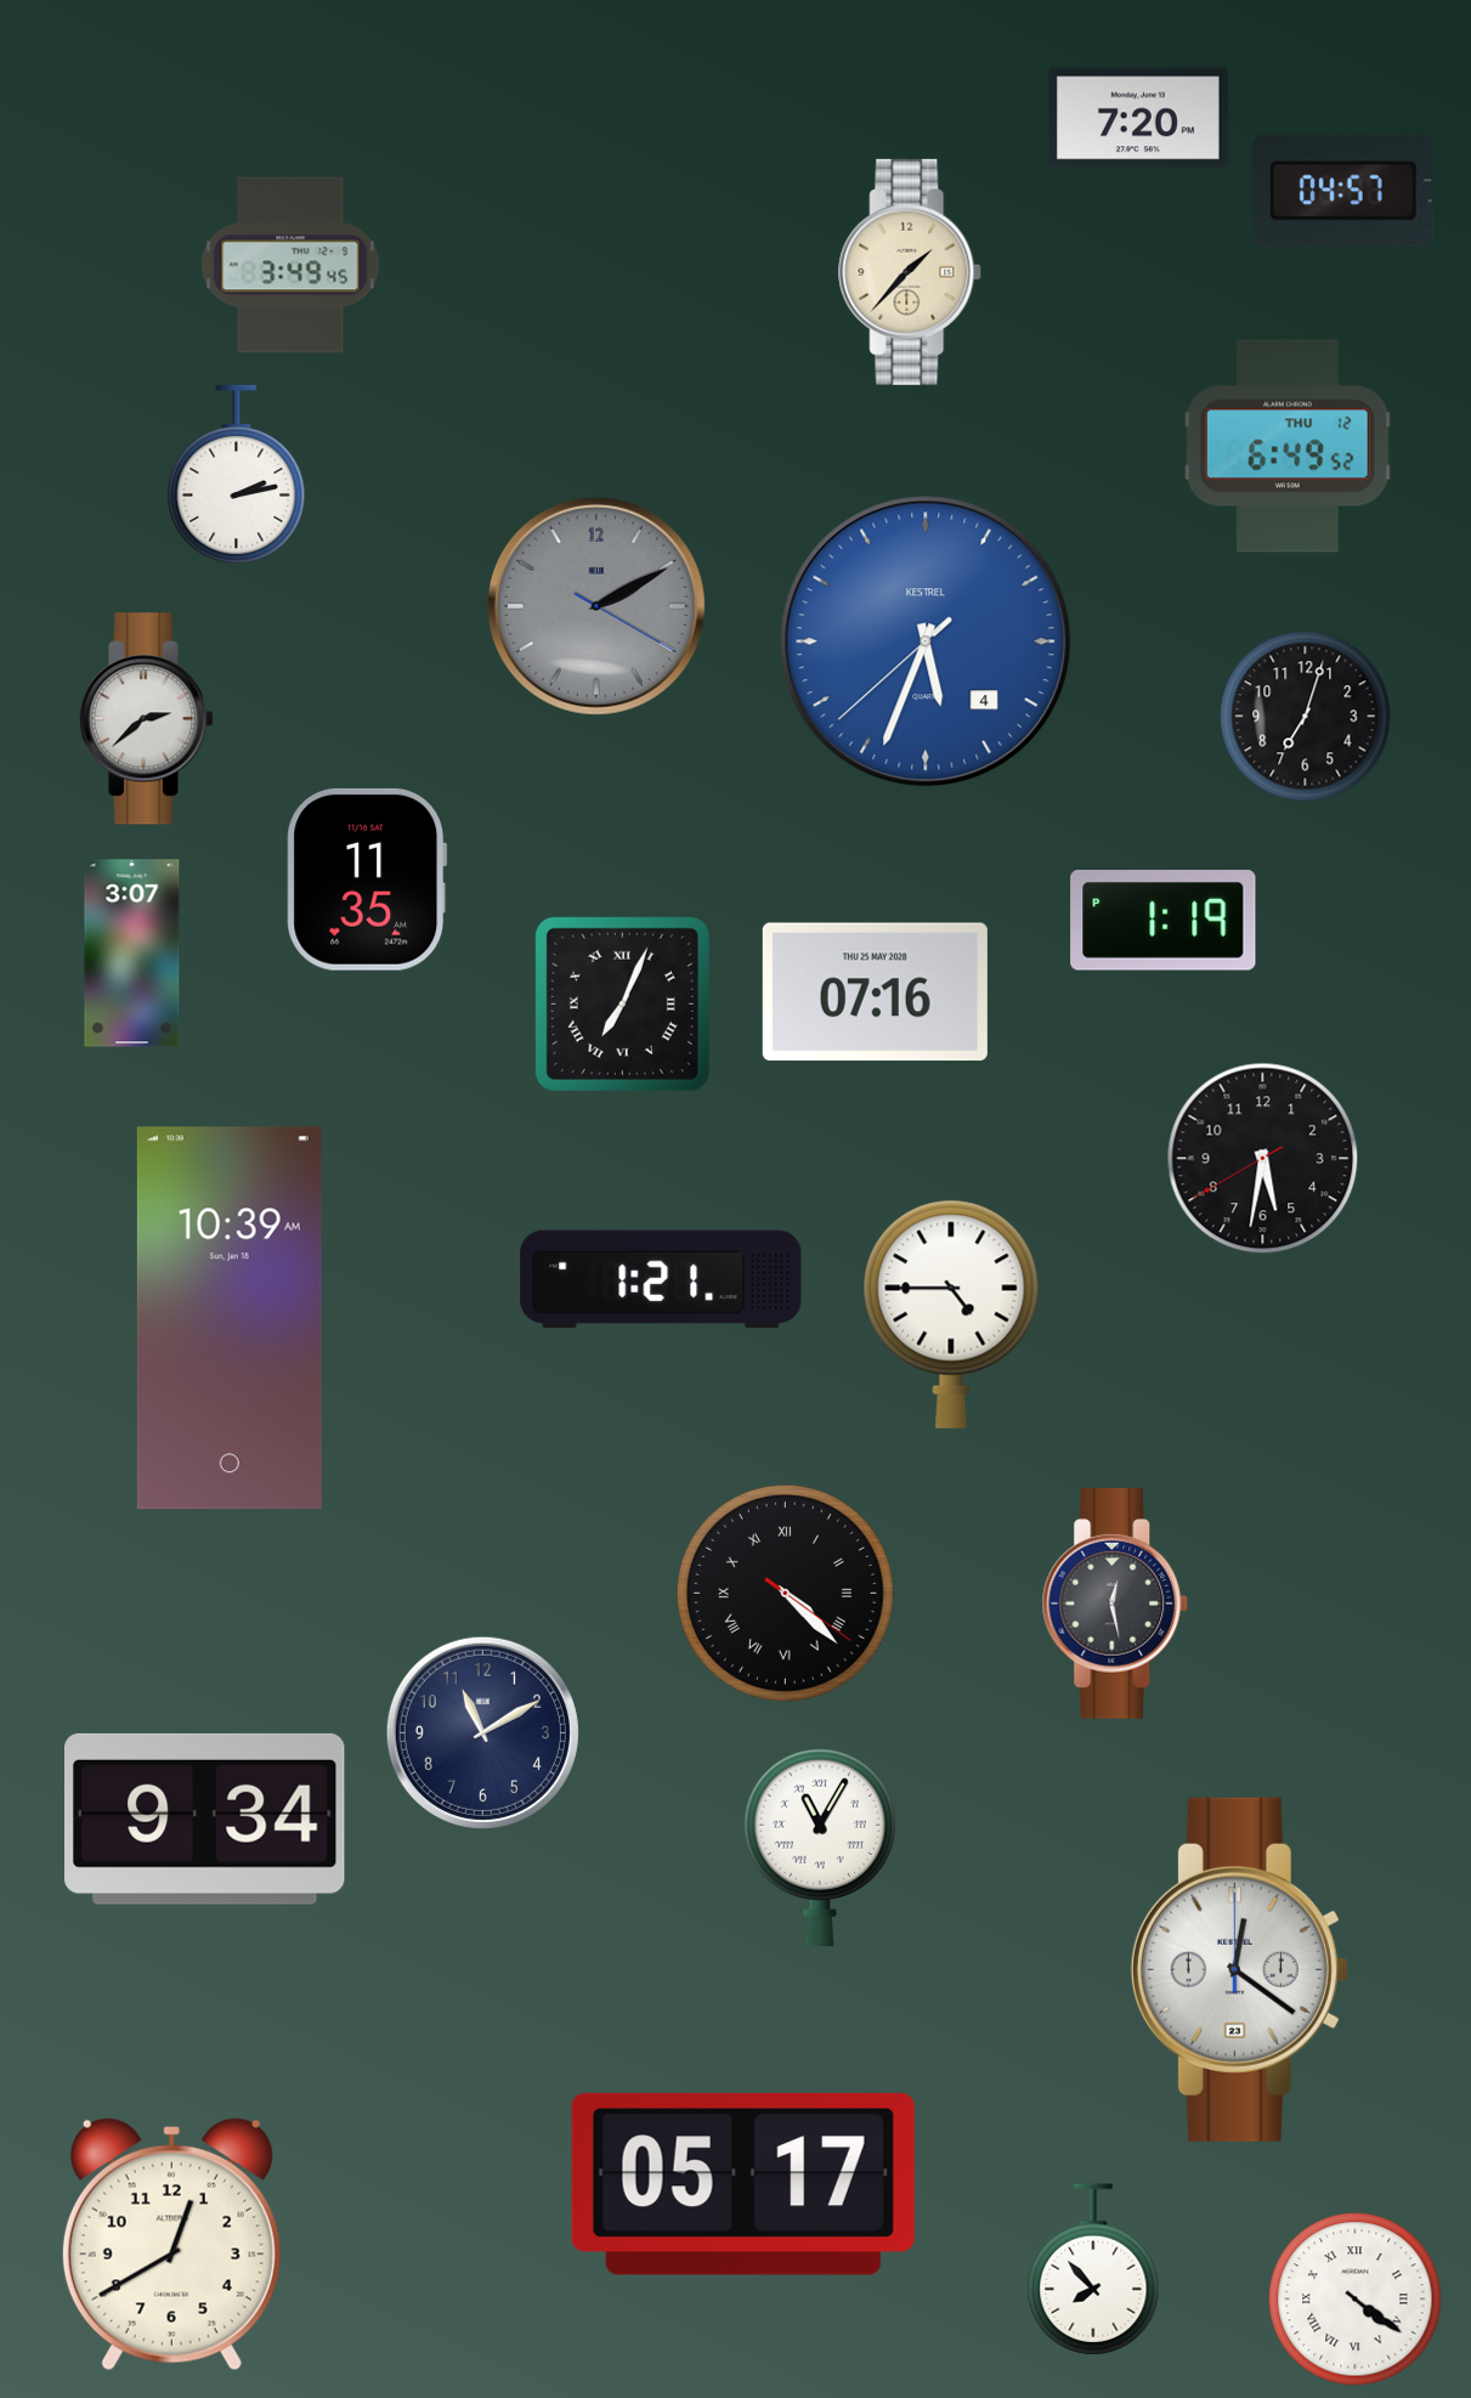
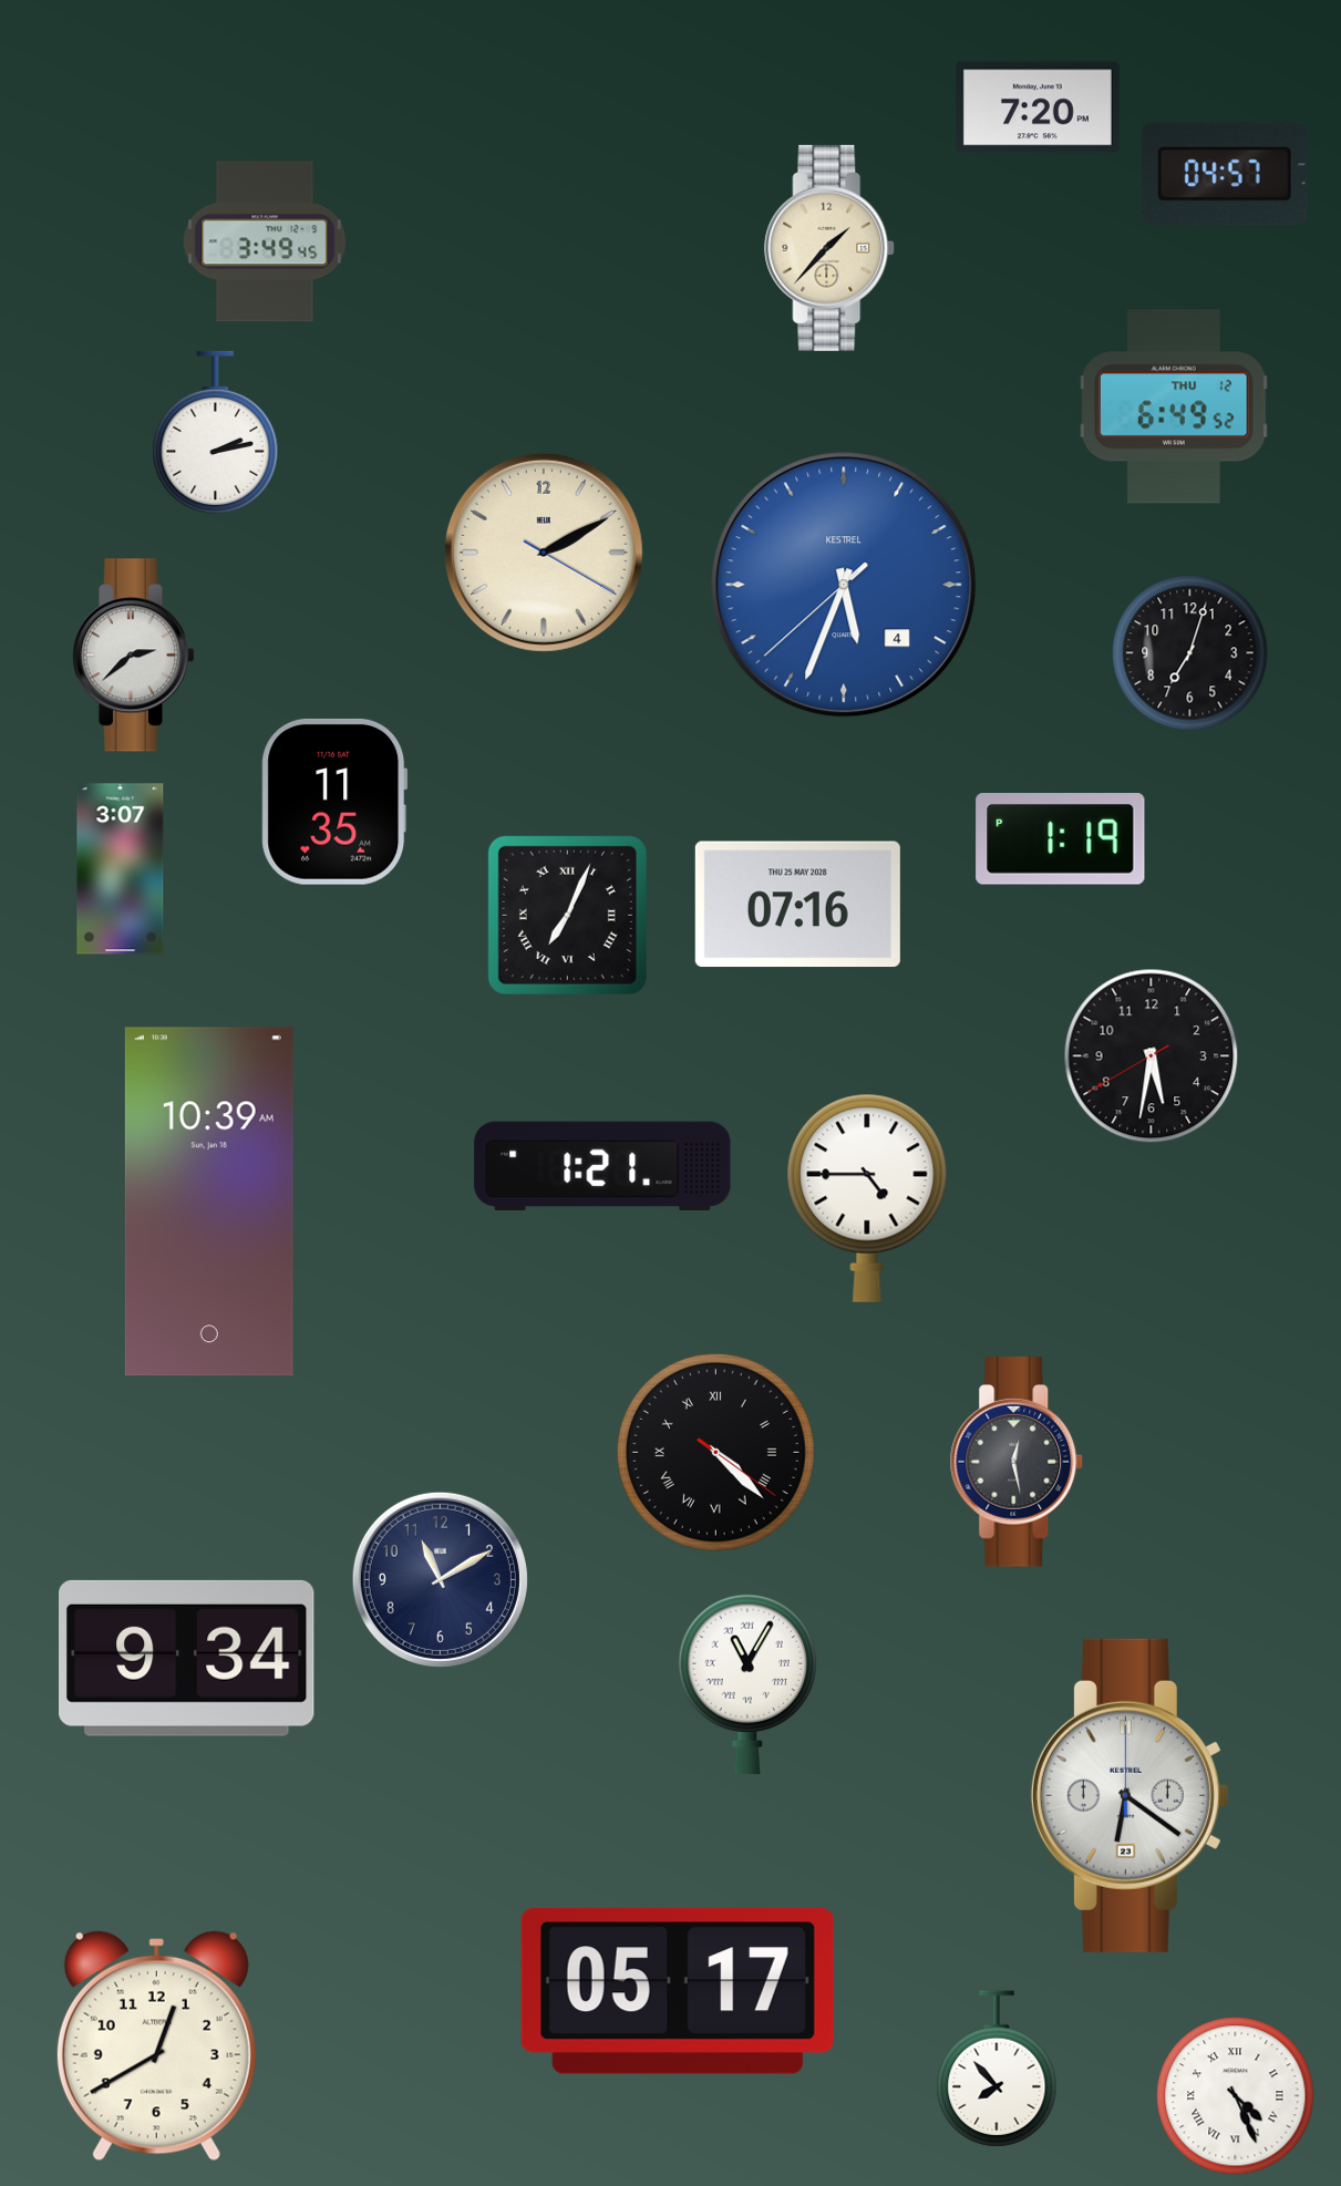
clock at (596, 606) dial: grey -> cream
clock at (1239, 1969): 12:21 -> 6:21
clock at (1356, 2300): 4:21 -> 4:26
